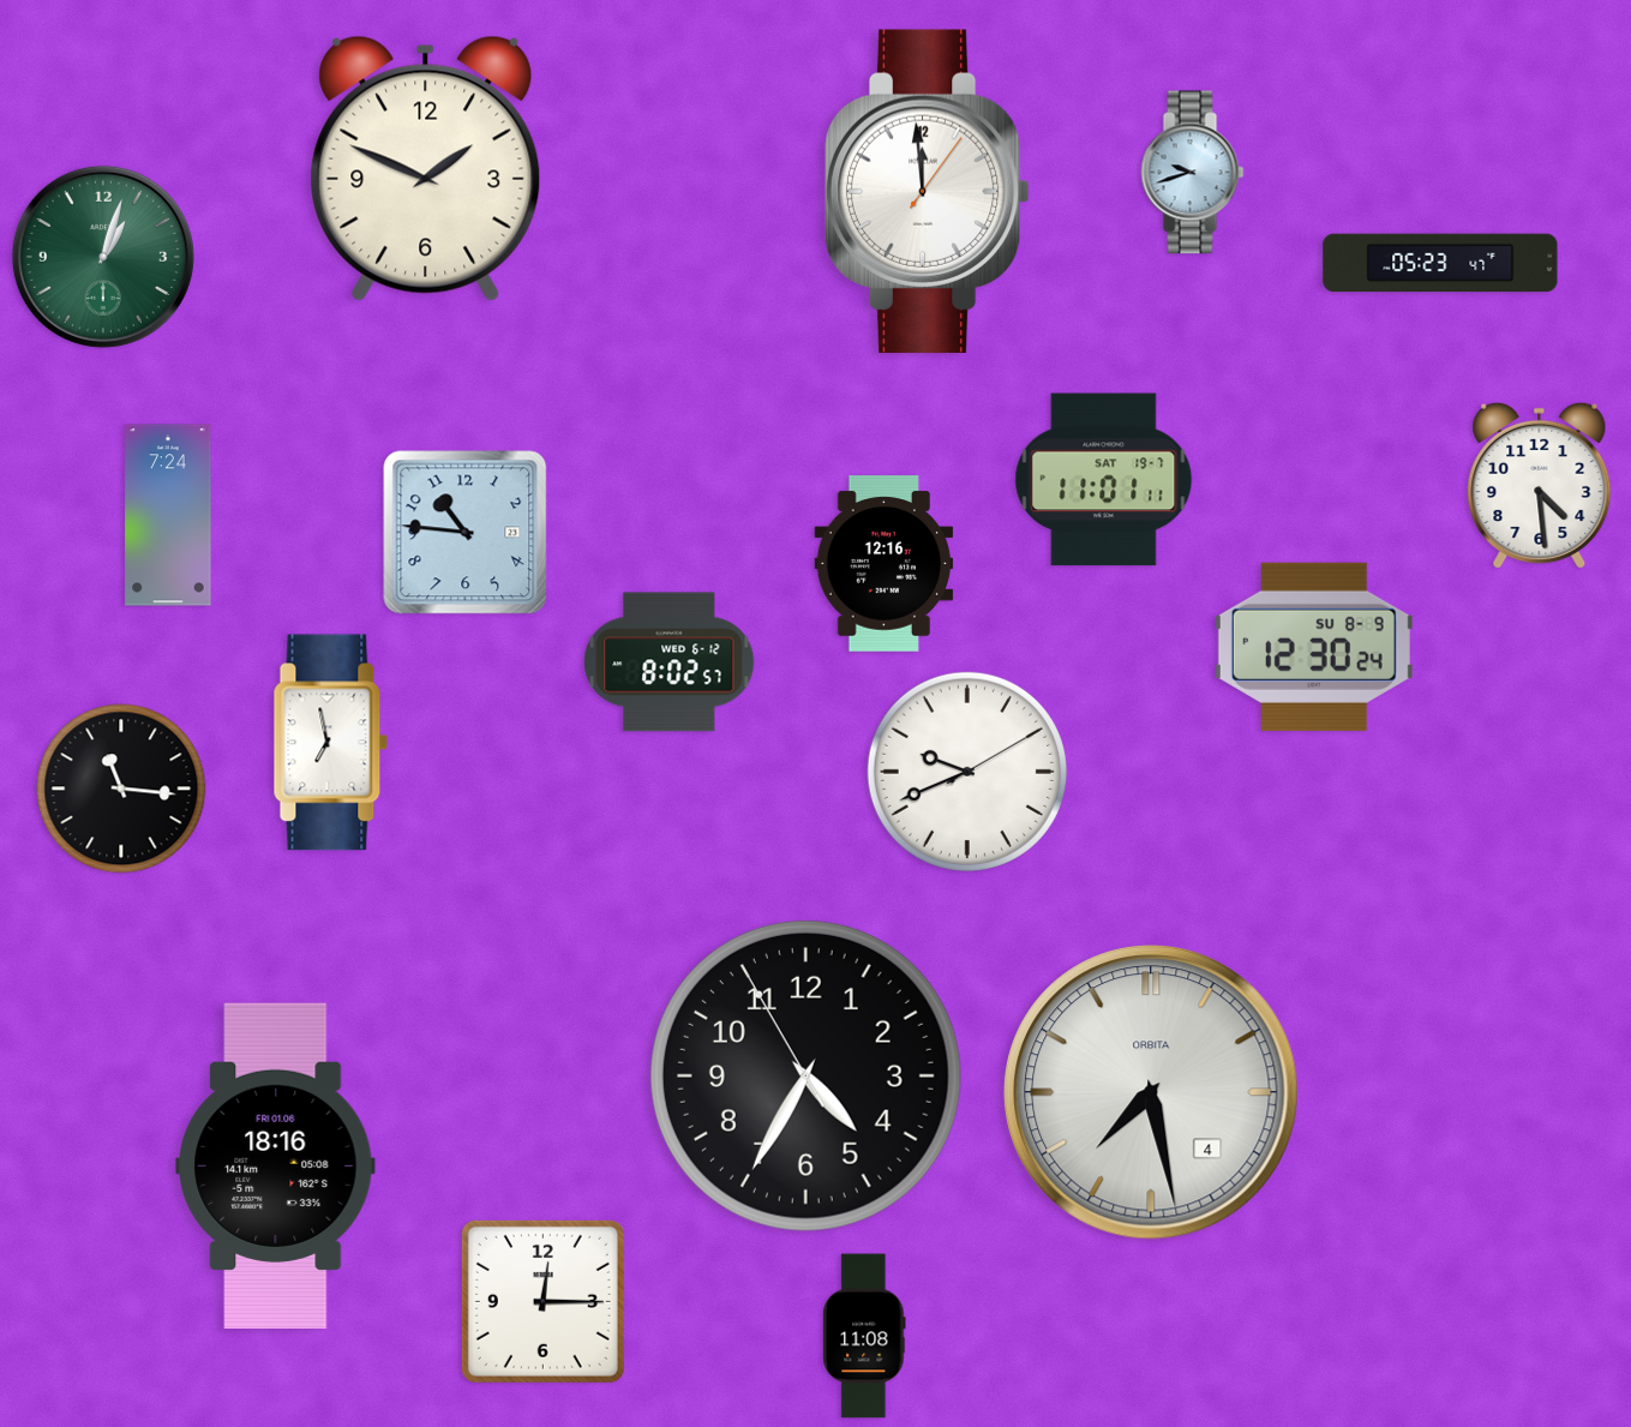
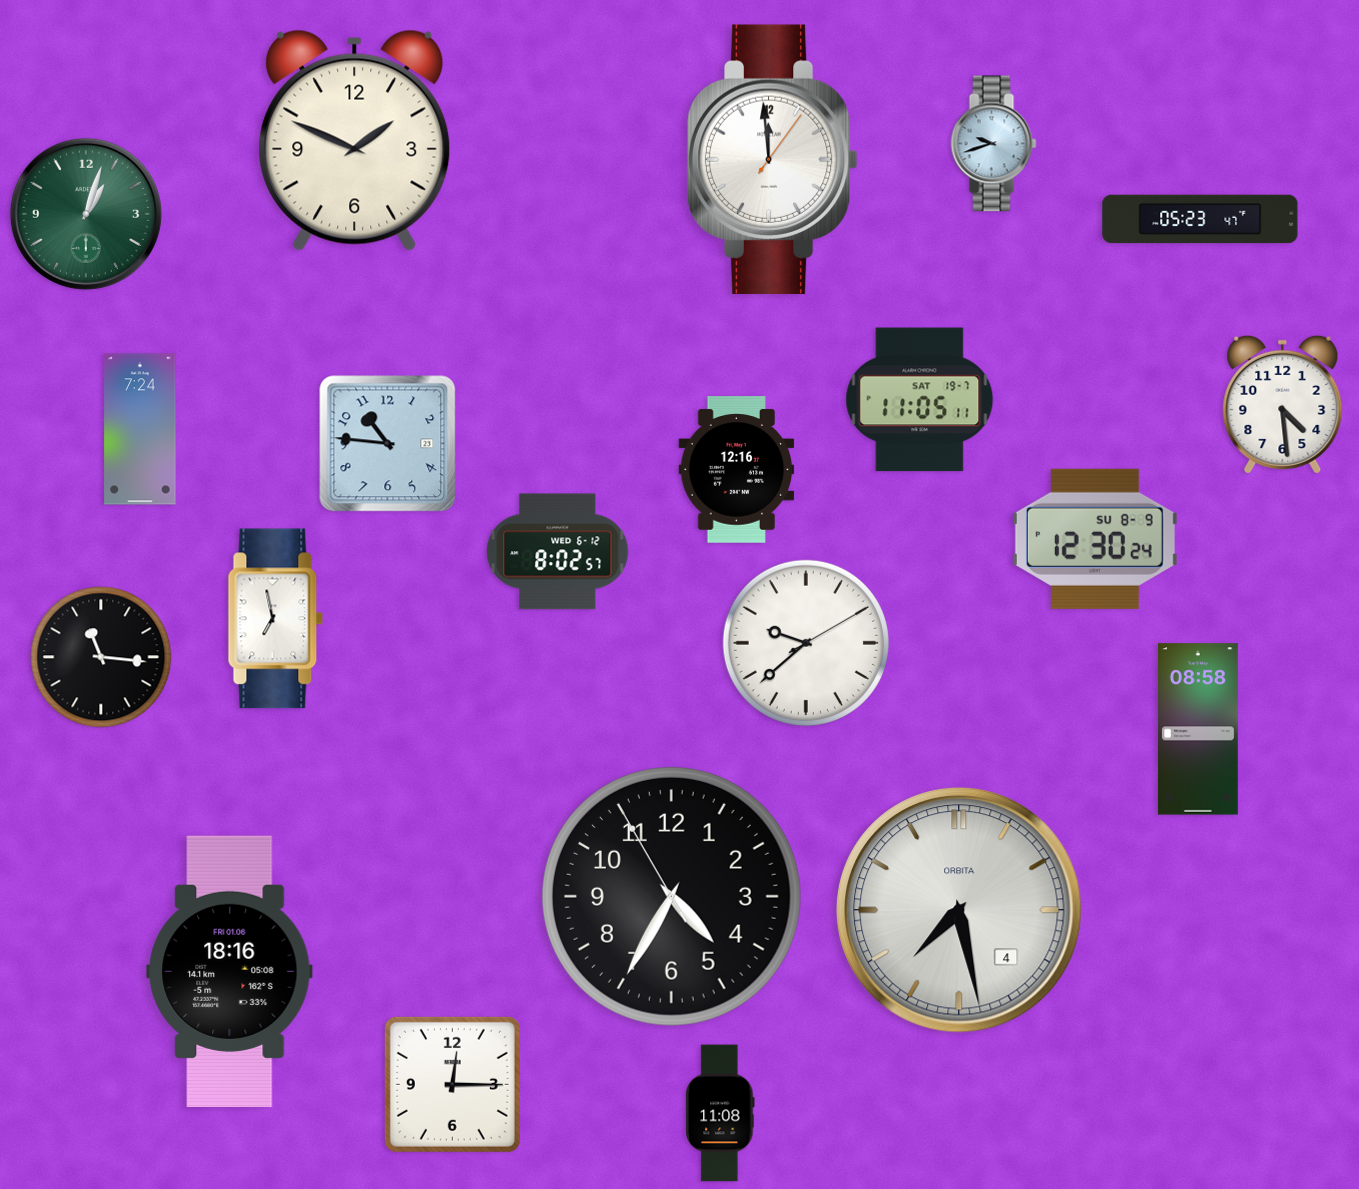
clock at (1104, 480): 11:01 -> 11:05
clock at (967, 772): 9:41 -> 9:38
clock at (1198, 729): none -> 08:58
